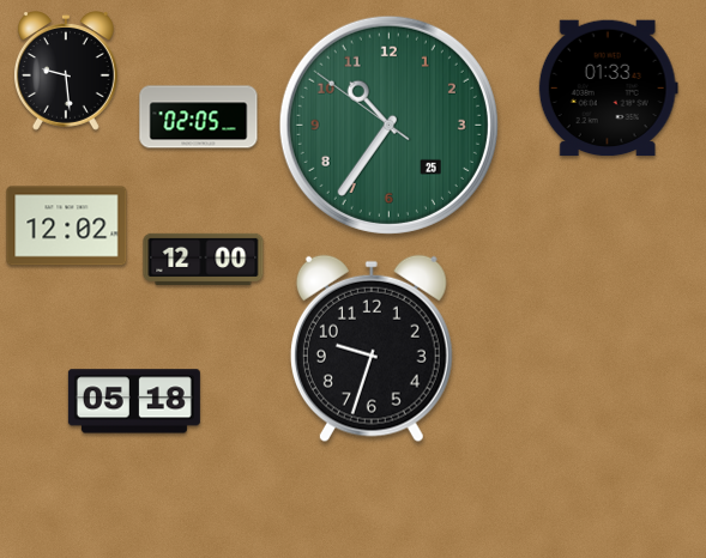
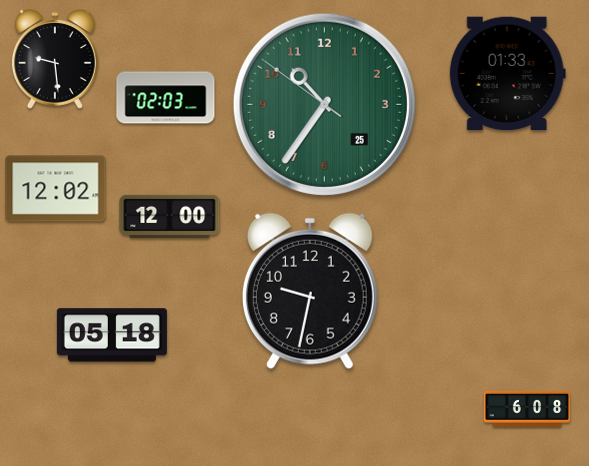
clock at (199, 117): 02:05 -> 02:03
clock at (372, 348): 9:33 -> 9:32
clock at (527, 409): none -> 6:08
